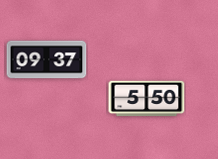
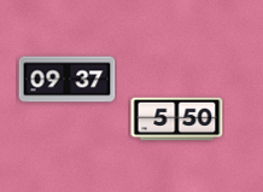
clock at (47, 60) position: (47, 60) -> (68, 80)
